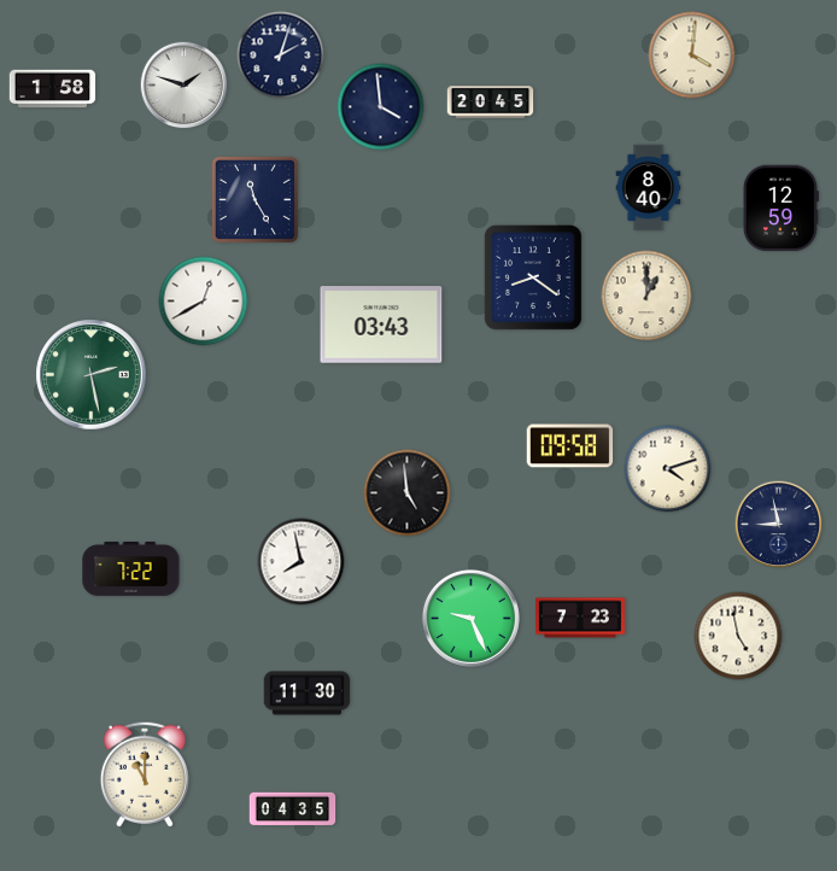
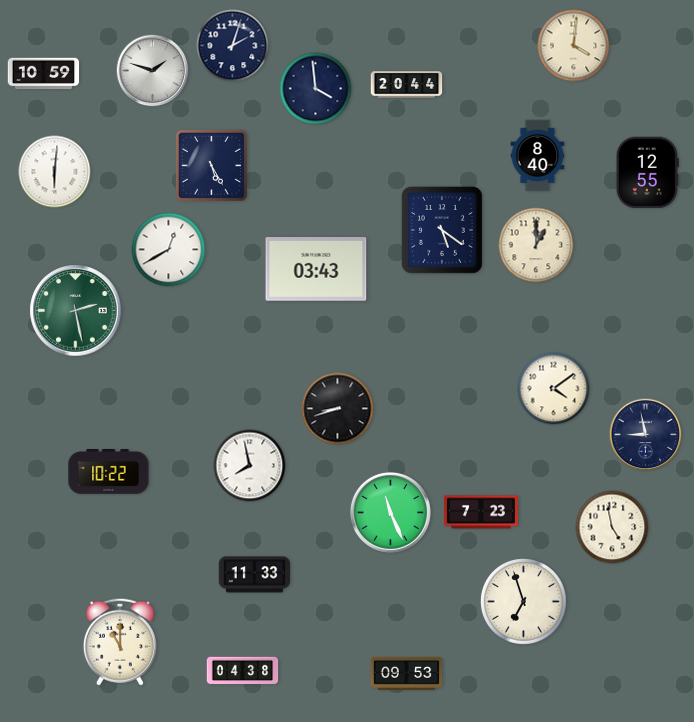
clock at (53, 89): 1:58 -> 10:59
clock at (491, 103): 20:45 -> 20:44
clock at (254, 199): 11:25 -> 5:25
clock at (55, 172): none -> 6:01
clock at (780, 209): 12:59 -> 12:55
clock at (533, 277): 8:21 -> 5:21
clock at (570, 446): 09:58 -> none
clock at (668, 469): 4:12 -> 4:09
clock at (408, 493): 4:59 -> 8:42
clock at (131, 569): 7:22 -> 10:22
clock at (470, 618): 9:26 -> 11:26
clock at (308, 694): 11:30 -> 11:33
clock at (523, 601): none -> 6:57
clock at (293, 809): 04:35 -> 04:38
clock at (407, 673): none -> 09:53
